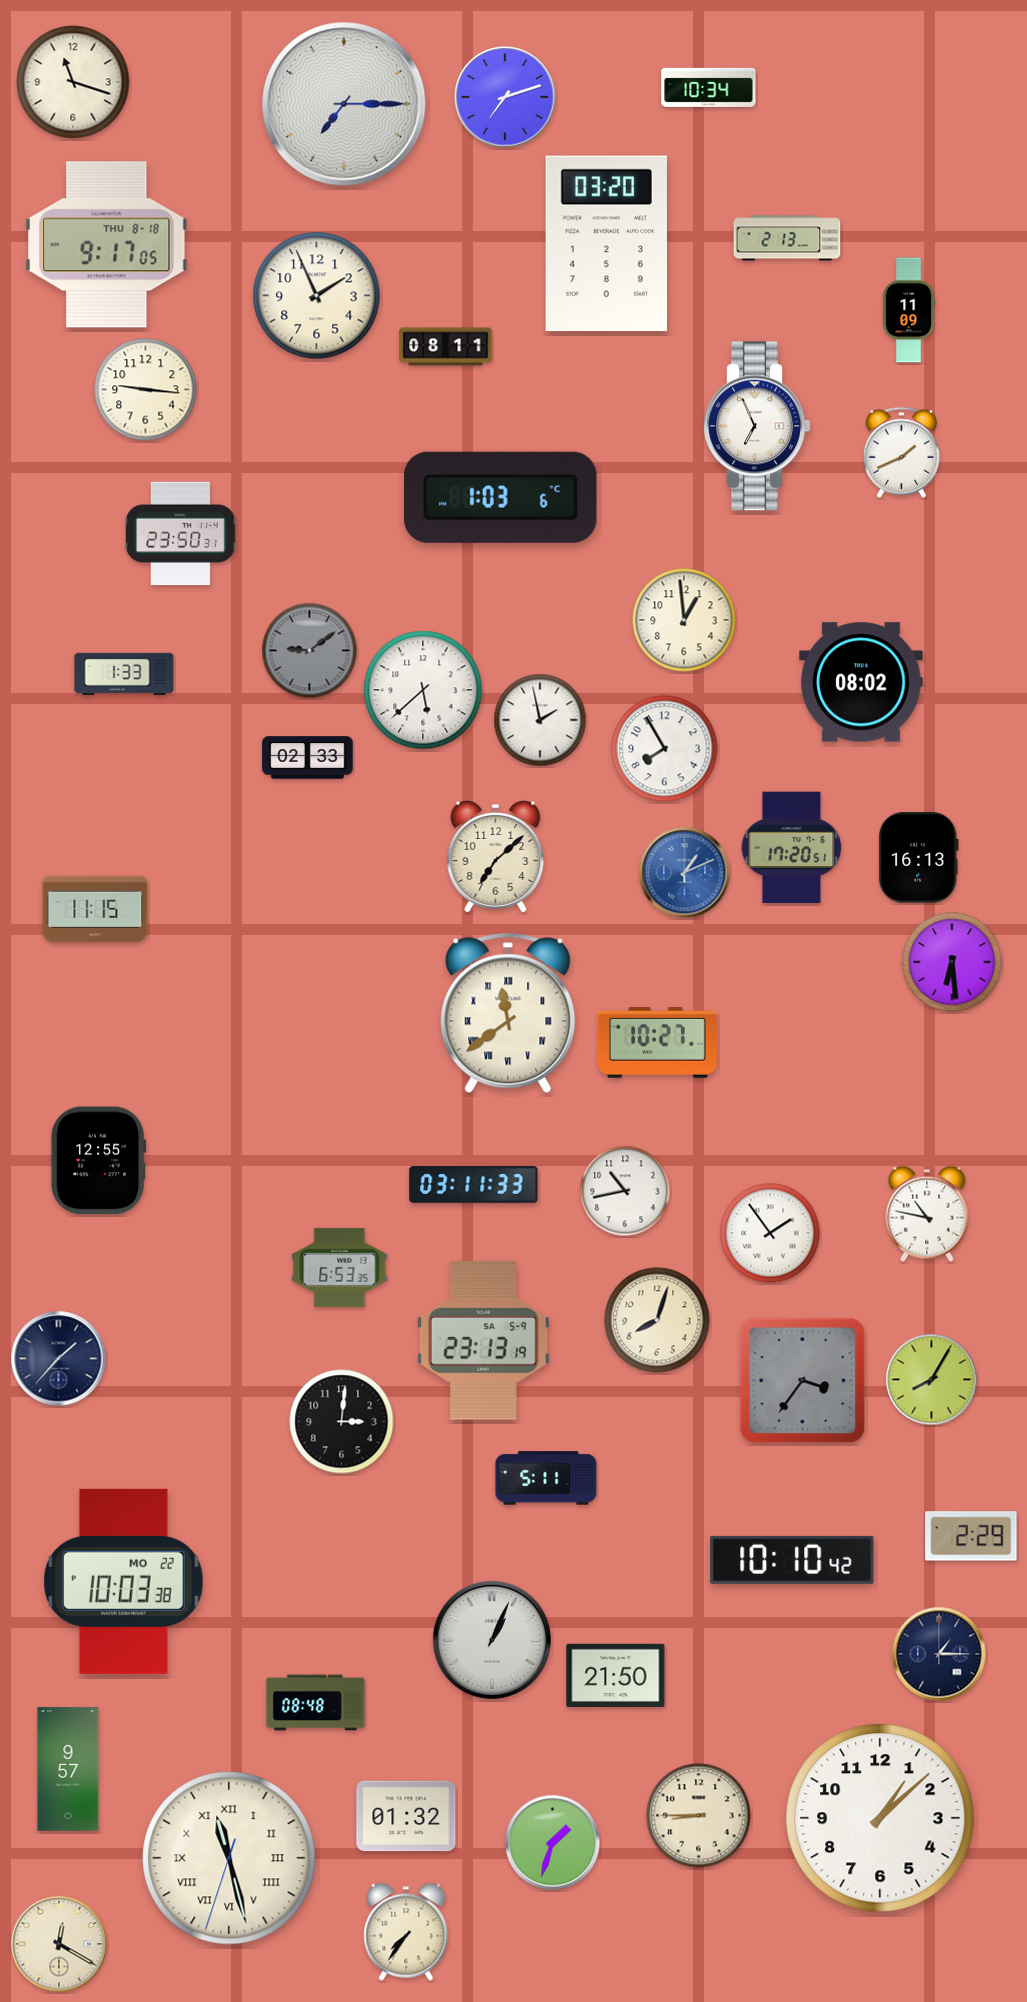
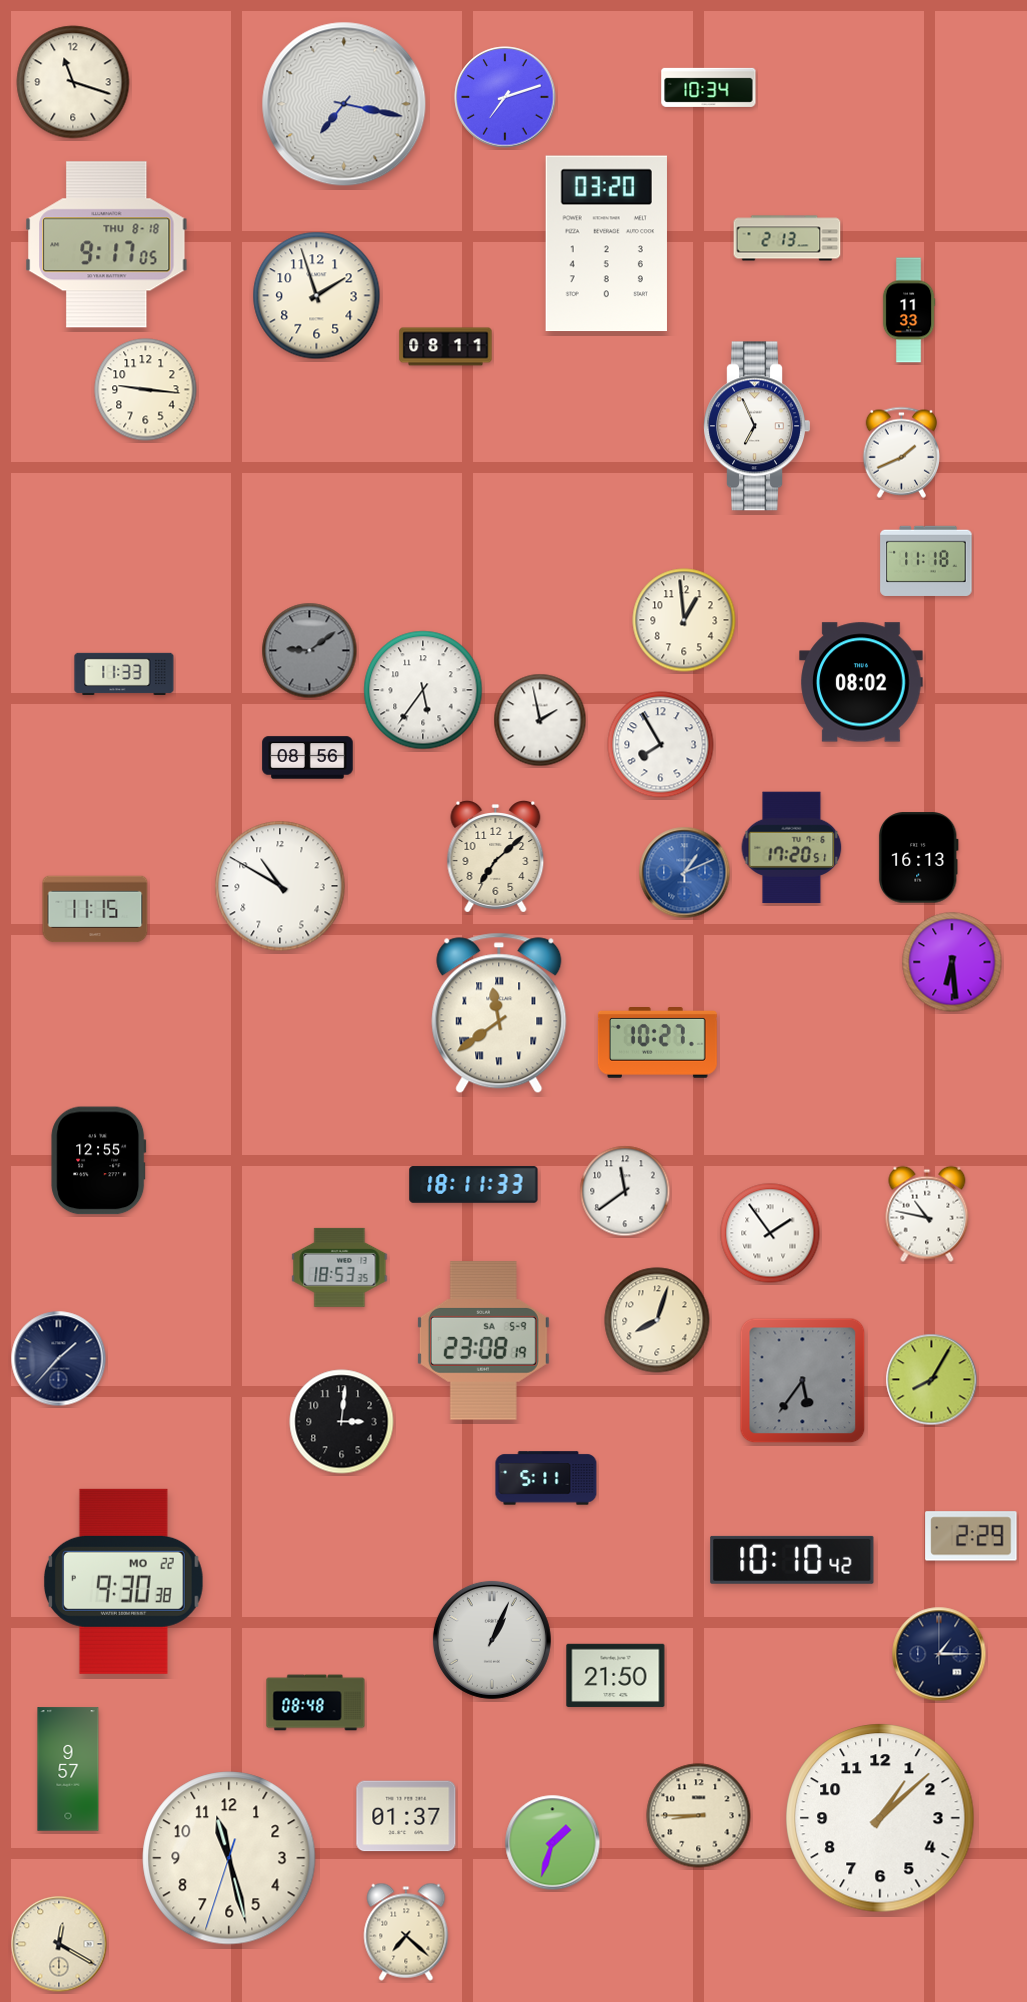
clock at (344, 104): 7:15 -> 7:17
clock at (317, 296): 1:56 -> 1:57
clock at (909, 310): 11:09 -> 11:33
clock at (501, 497): 1:03 -> none
clock at (181, 534): 23:50 -> none
clock at (926, 560): none -> 11:18
clock at (124, 674): 1:33 -> 11:33
clock at (423, 690): 5:38 -> 5:36
clock at (665, 749) position: (665, 749) -> (661, 745)
clock at (308, 758): 02:33 -> 08:56
clock at (280, 886): none -> 10:50
clock at (508, 1013) position: (508, 1013) -> (499, 1013)
clock at (474, 1185): 03:11 -> 18:11
clock at (625, 1191): 10:43 -> 11:39
clock at (340, 1267): 6:53 -> 18:53
clock at (483, 1341): 23:13 -> 23:08
clock at (803, 1381): 3:36 -> 5:36
clock at (123, 1581): 10:03 -> 9:30
clock at (406, 1816): 01:32 -> 01:37
clock at (229, 1858) numerals: Roman -> Arabic
clock at (406, 1932): 7:36 -> 7:22
